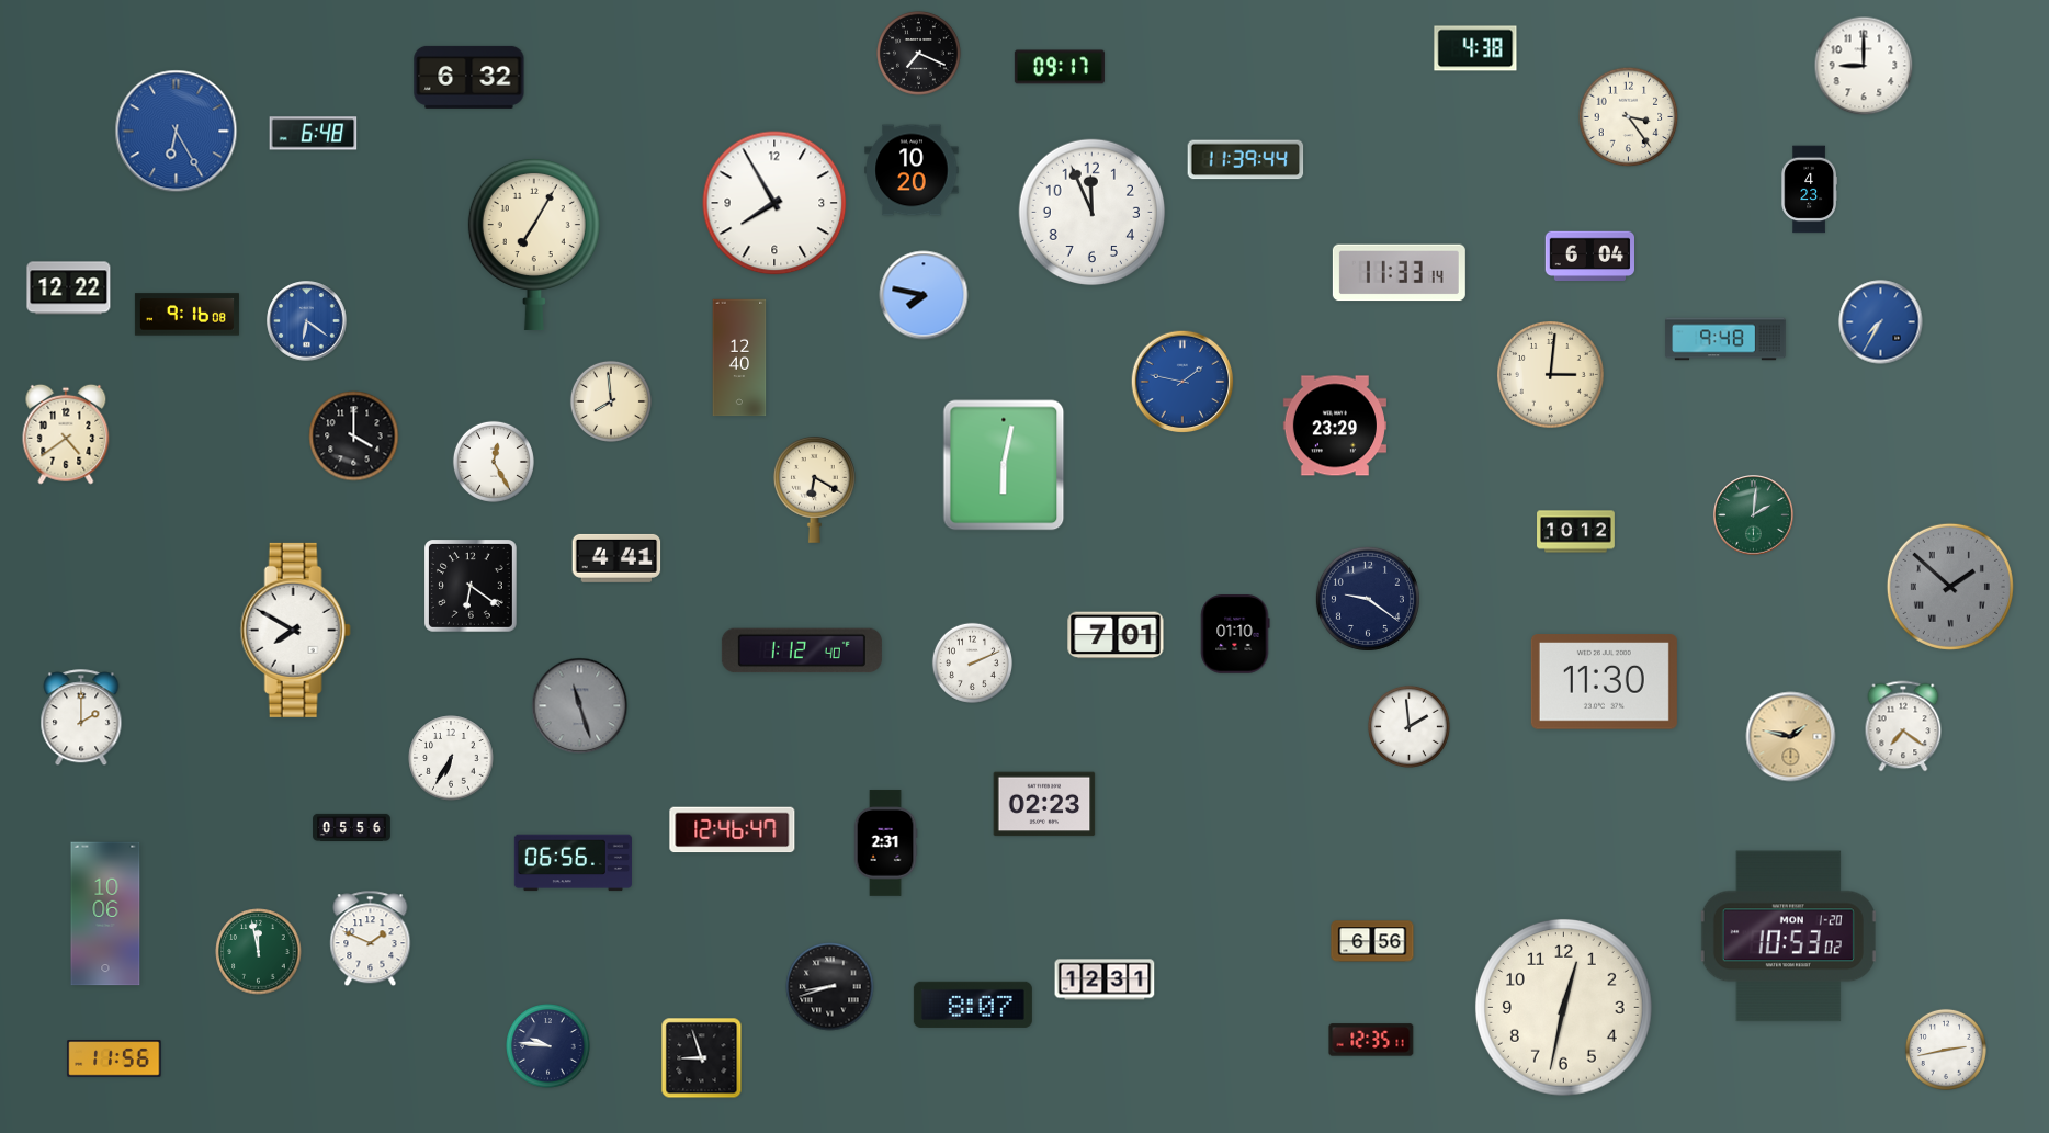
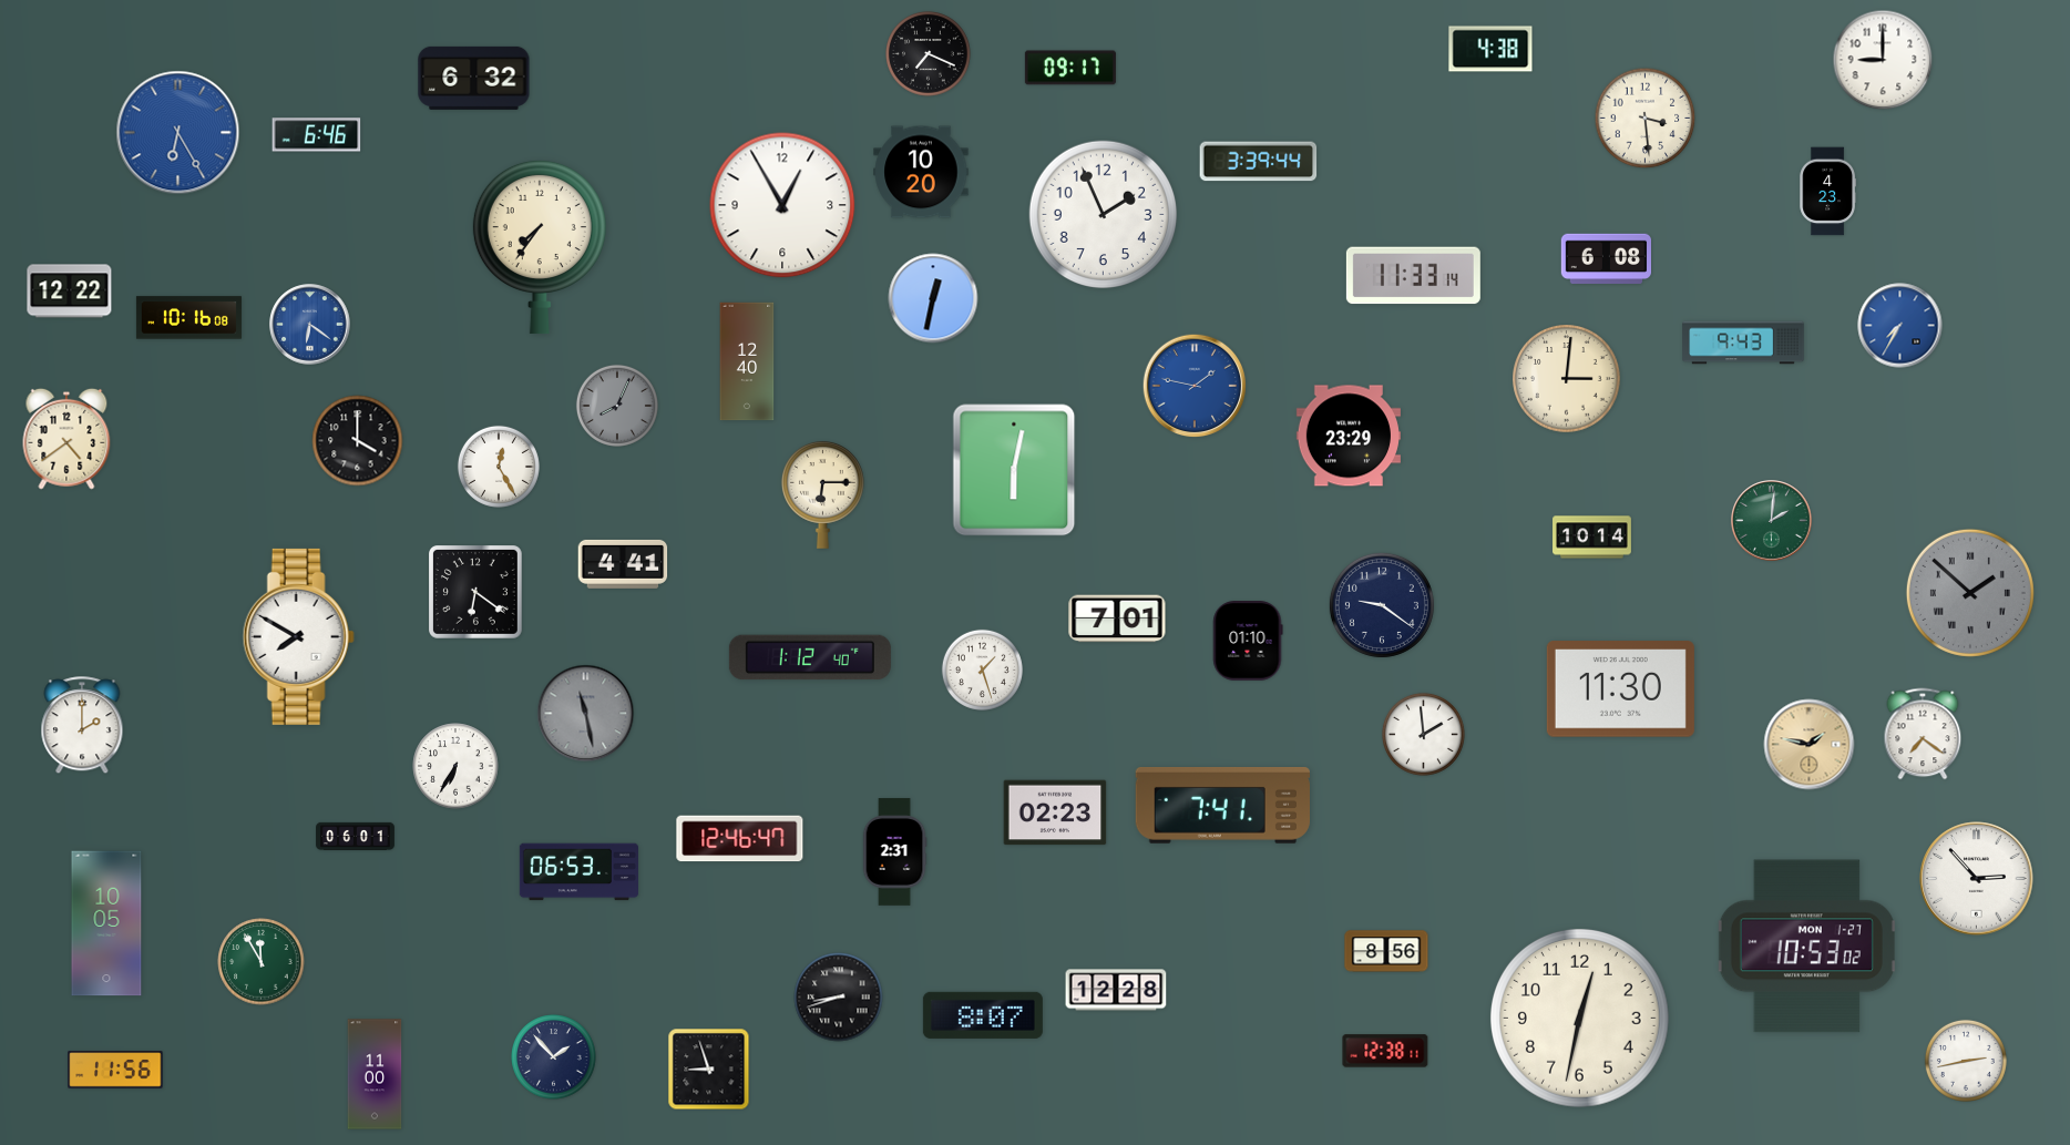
clock at (1864, 66) position: (1864, 66) -> (1883, 60)
clock at (1629, 117): 3:24 -> 3:29
clock at (314, 134): 6:48 -> 6:46
clock at (1246, 160): 11:39 -> 3:39
clock at (774, 203): 7:55 -> 12:55
clock at (1093, 213): 11:56 -> 1:56
clock at (534, 245): 7:05 -> 7:36
clock at (1589, 257): 6:04 -> 6:08
clock at (924, 295): 7:47 -> 12:32
clock at (186, 315): 9:16 -> 10:16
clock at (1725, 339): 9:48 -> 9:43
clock at (611, 401): 7:59 -> 8:04
clock at (611, 401) dial: cream -> grey
clock at (1335, 426) position: (1335, 426) -> (1349, 436)
clock at (814, 490): 6:20 -> 6:15
clock at (1576, 532): 10:12 -> 10:14
clock at (1116, 635) position: (1116, 635) -> (1117, 618)
clock at (972, 662): 2:11 -> 1:27
clock at (580, 706): 11:27 -> 11:28
clock at (1222, 805): none -> 7:41
clock at (352, 827): 05:56 -> 06:01
clock at (573, 863): 06:56 -> 06:53
clock at (1977, 879): none -> 2:53
clock at (105, 914): 10:06 -> 10:05
clock at (1788, 937) date: MON 1-20 -> MON 1-27
clock at (371, 939): 1:49 -> none
clock at (1372, 941): 6:56 -> 8:56
clock at (259, 952): 11:58 -> 11:55
clock at (1105, 979): 12:31 -> 12:28
clock at (1371, 1040): 12:35 -> 12:38
clock at (548, 1046): 9:46 -> 1:53
clock at (375, 1074): none -> 11:00
